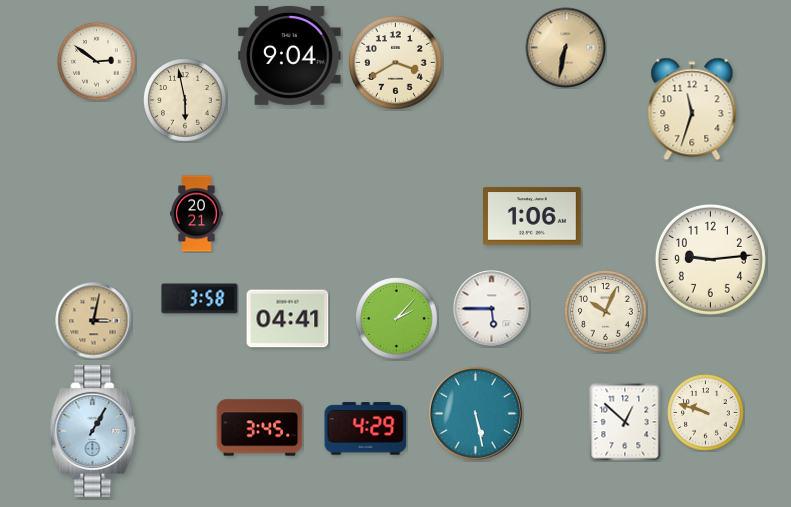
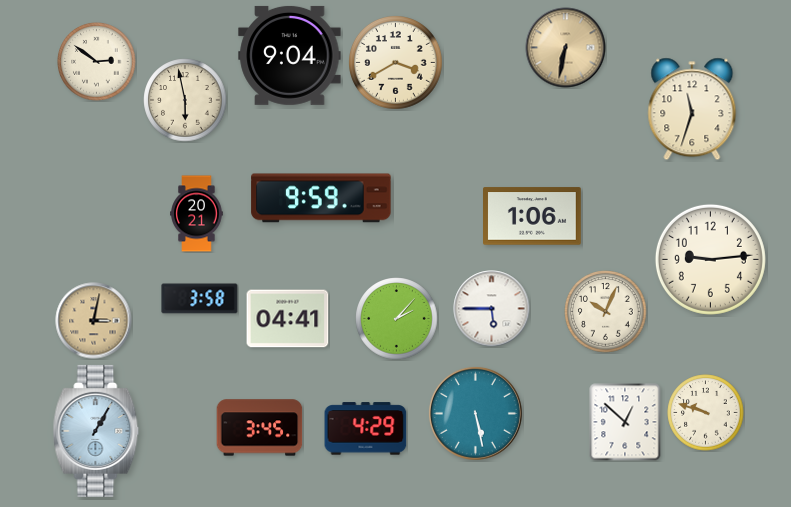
clock at (321, 198): none -> 9:59
clock at (93, 431) position: (93, 431) -> (96, 431)
